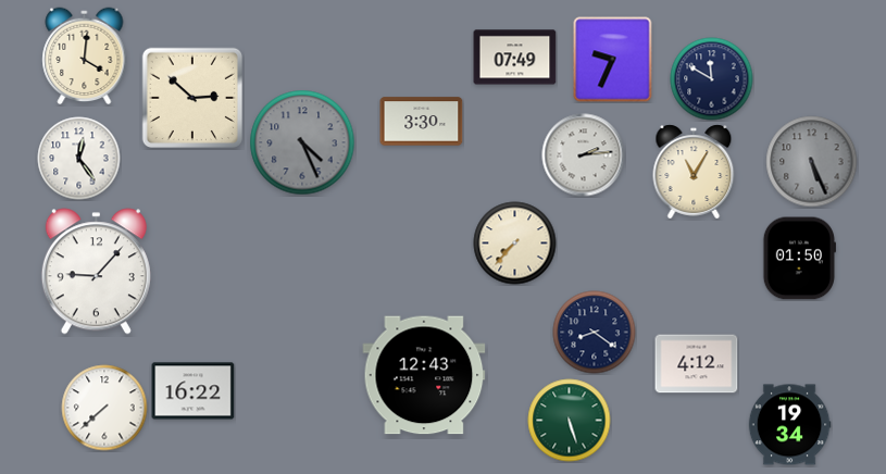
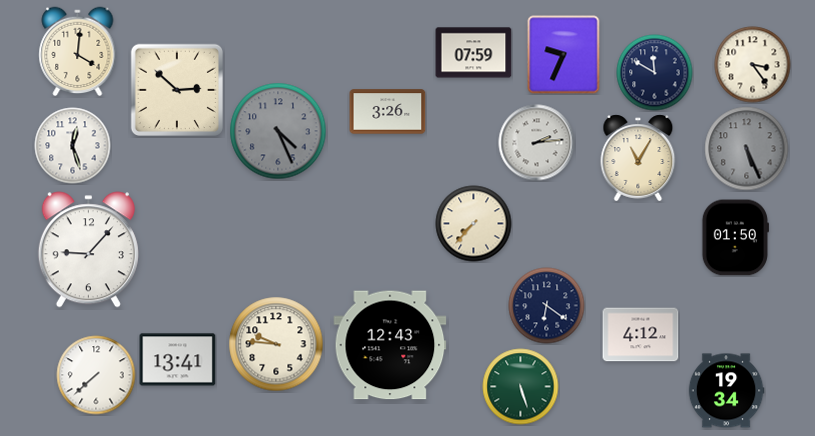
clock at (515, 58): 07:49 -> 07:59
clock at (753, 65): none -> 3:24
clock at (422, 122): 3:30 -> 3:26
clock at (79, 159): 12:24 -> 12:27
clock at (595, 333): 8:21 -> 6:21
clock at (276, 344): none -> 9:46
clock at (194, 391): 16:22 -> 13:41
clock at (570, 421) position: (570, 421) -> (521, 387)
